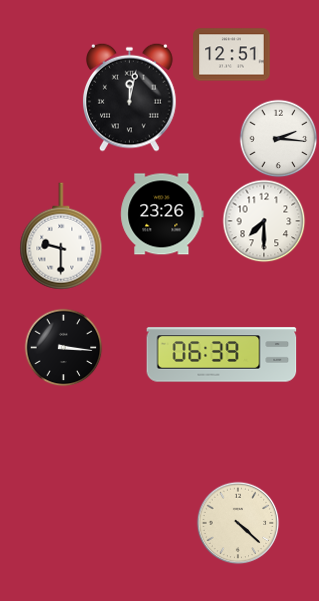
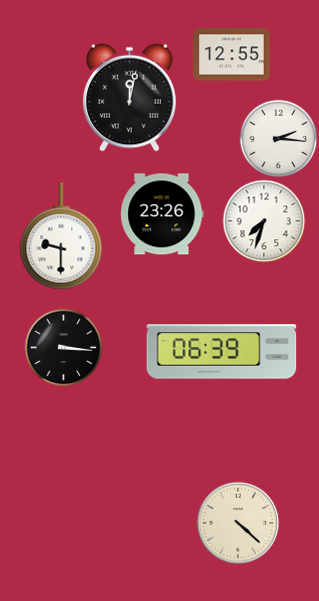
clock at (232, 55): 12:51 -> 12:55
clock at (264, 221): 7:30 -> 7:33
clock at (222, 355) position: (222, 355) -> (222, 352)
